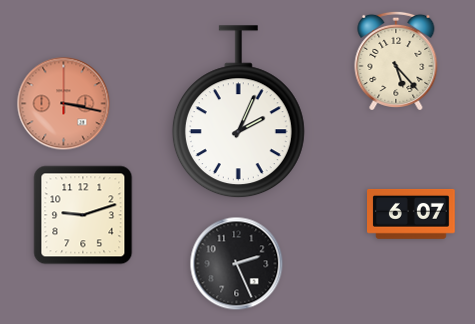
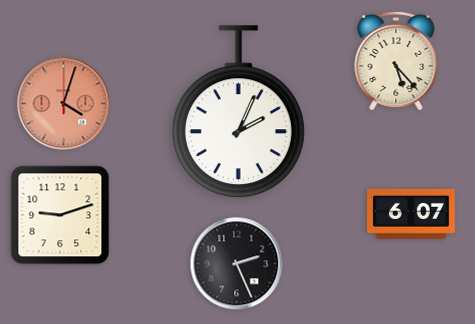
clock at (64, 104): 3:17 -> 4:03
clock at (83, 215) position: (83, 215) -> (60, 215)
